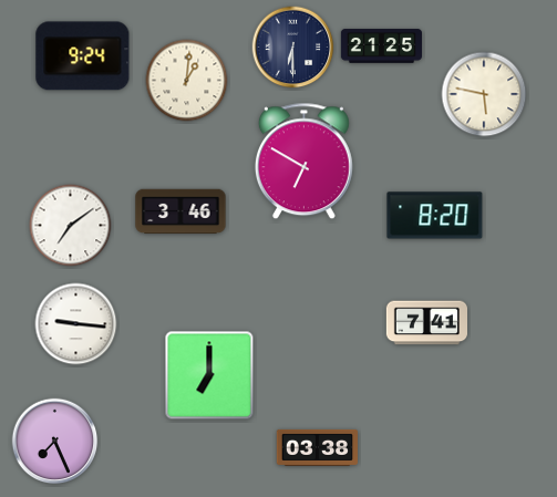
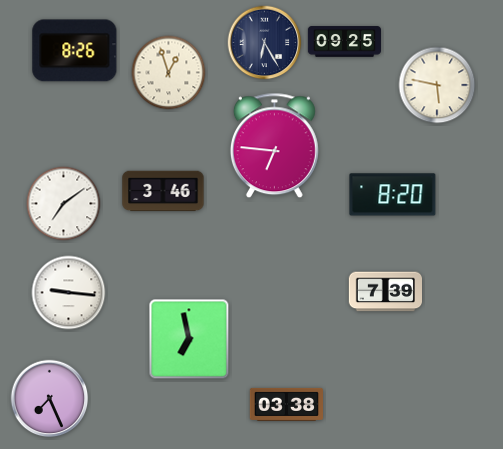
clock at (381, 46): 21:25 -> 09:25
clock at (293, 48): 6:30 -> 6:25
clock at (83, 56): 9:24 -> 8:26
clock at (187, 81): 1:01 -> 12:57
clock at (303, 162): 6:50 -> 6:46
clock at (426, 323): 7:41 -> 7:39
clock at (209, 375): 7:00 -> 6:58
